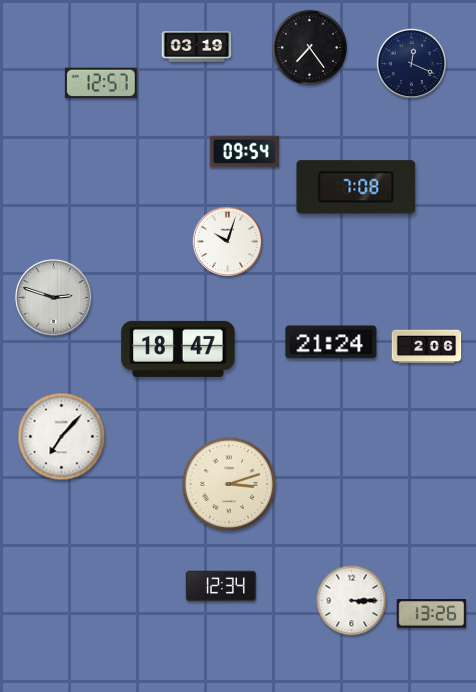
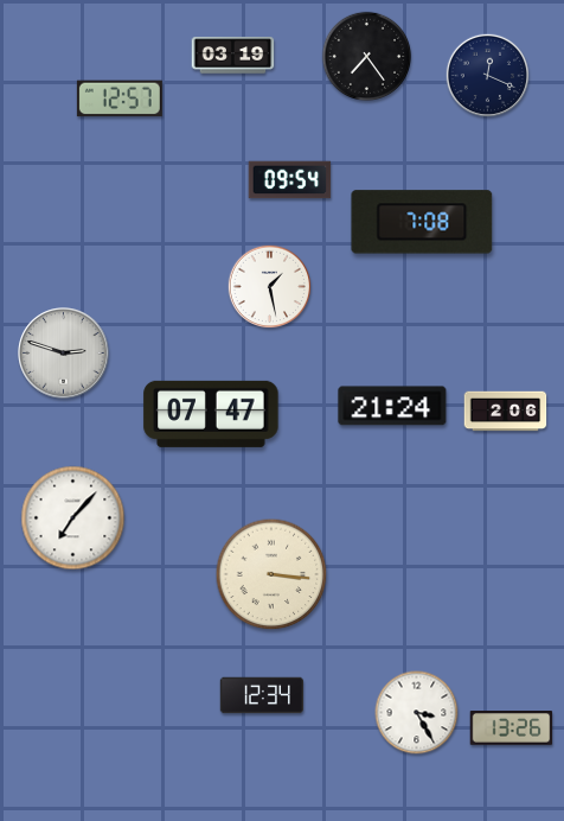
clock at (228, 242): 10:03 -> 1:28
clock at (178, 349): 18:47 -> 07:47
clock at (229, 484): 3:12 -> 3:16
clock at (352, 601): 3:15 -> 3:25
